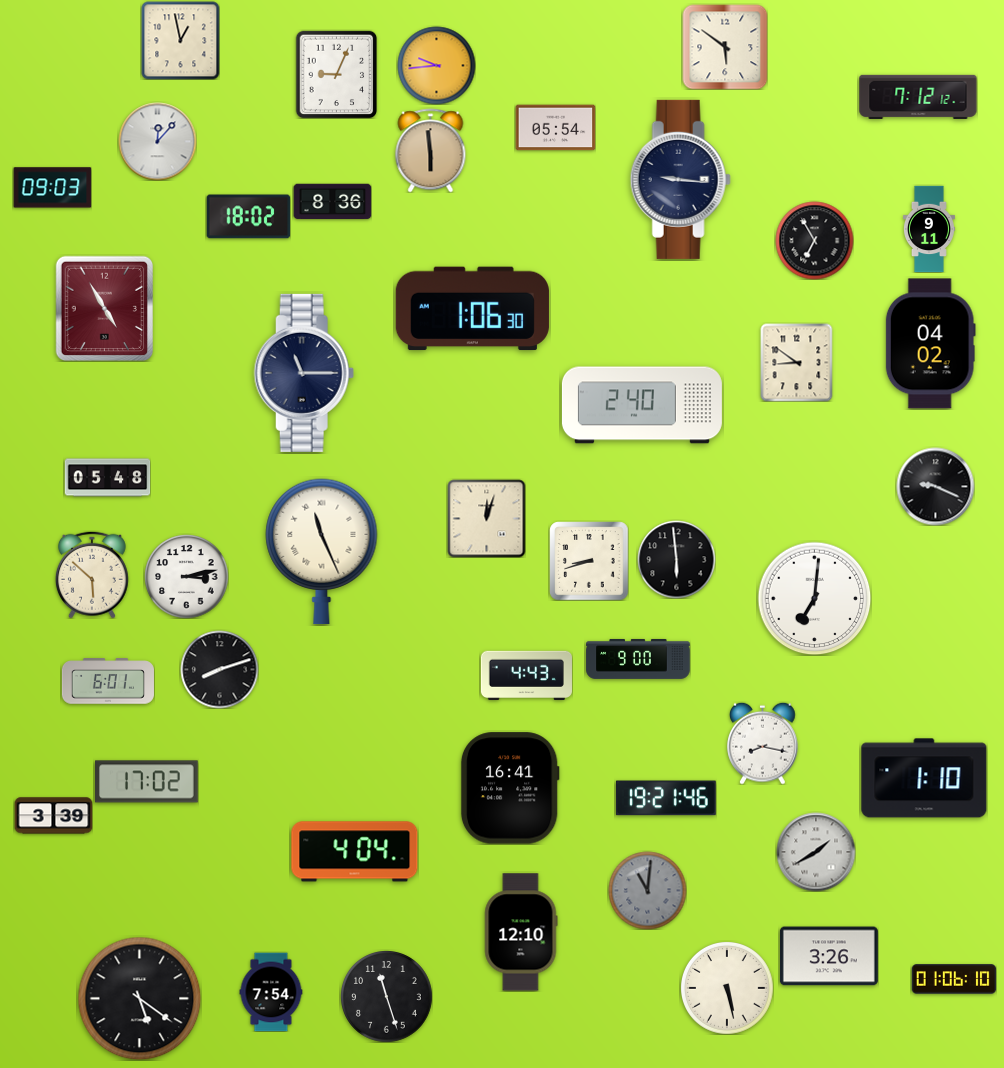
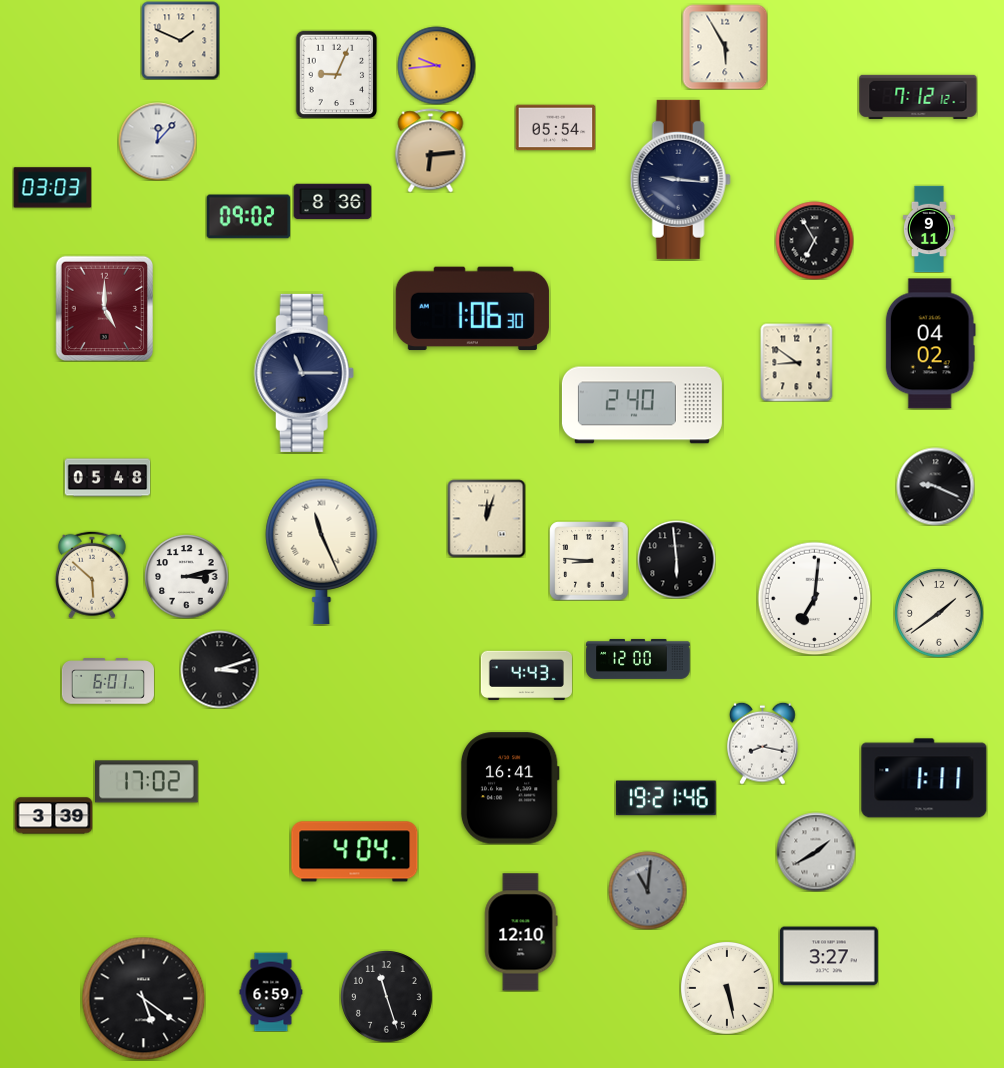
clock at (180, 40): 12:58 -> 1:49
clock at (725, 47): 5:51 -> 5:55
clock at (431, 150): 5:59 -> 6:14
clock at (52, 188): 09:03 -> 03:03
clock at (248, 217): 18:02 -> 09:02
clock at (105, 308): 4:55 -> 5:00
clock at (589, 561): 8:42 -> 8:46
clock at (939, 613): none -> 1:39
clock at (638, 659): 9:00 -> 12:00
clock at (219, 669): 8:12 -> 3:12
clock at (924, 778): 1:10 -> 1:11
clock at (829, 956): 3:26 -> 3:27
clock at (954, 979): 01:06 -> none
clock at (271, 992): 7:54 -> 6:59
clock at (139, 998) position: (139, 998) -> (143, 998)
